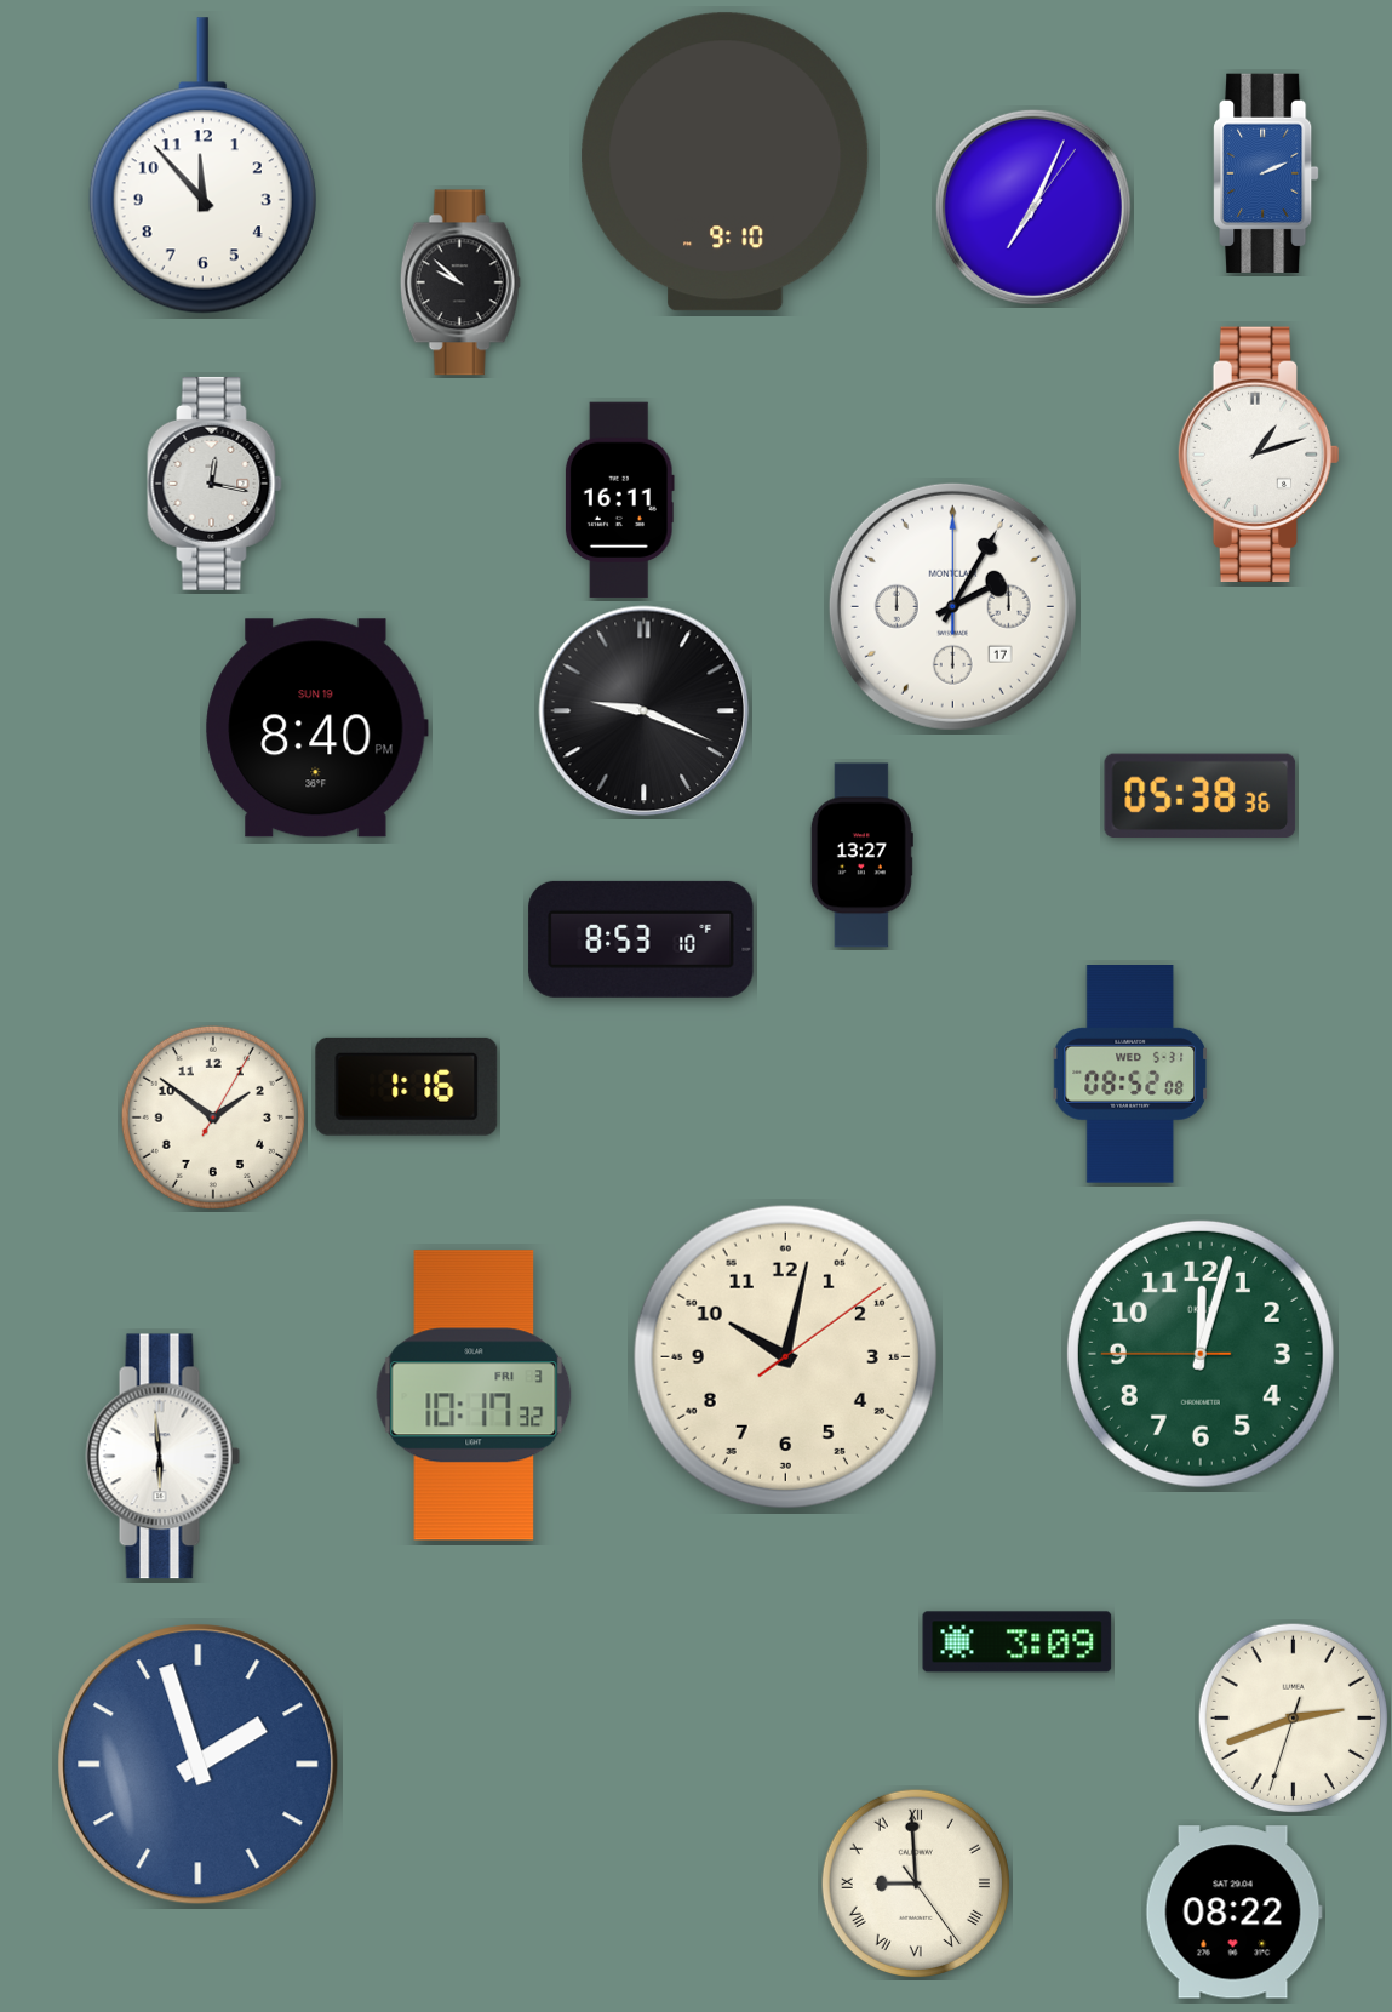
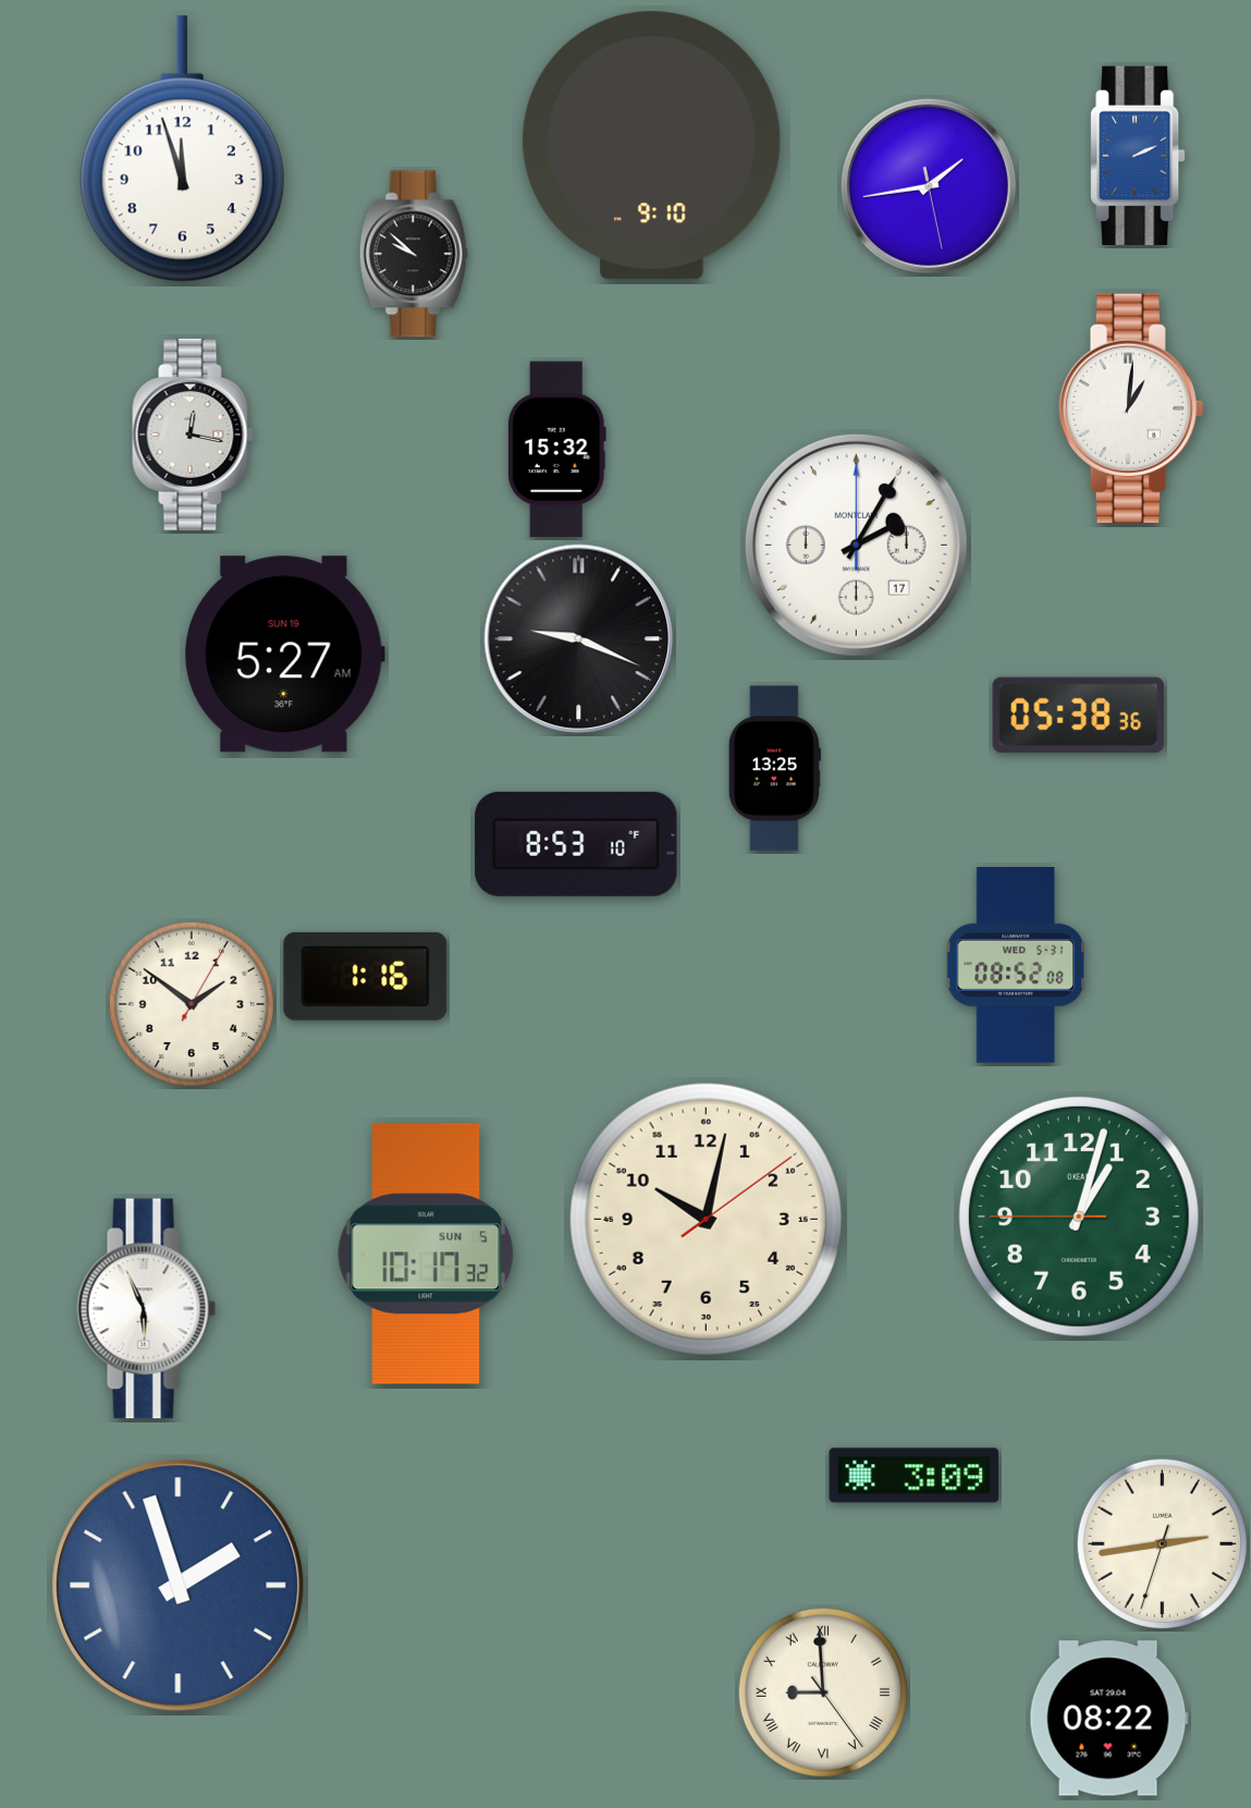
clock at (202, 166): 11:53 -> 11:57
clock at (1033, 207): 7:04 -> 1:43
clock at (1259, 453): 1:12 -> 1:01
clock at (619, 501): 16:11 -> 15:32
clock at (317, 728): 8:40 -> 5:27
clock at (861, 856): 13:27 -> 13:25
clock at (1201, 1354): 12:02 -> 1:02
clock at (474, 1395) date: FRI 3 -> SUN 5
clock at (164, 1457): 5:59 -> 5:56
clock at (1293, 1717): 2:41 -> 2:43
